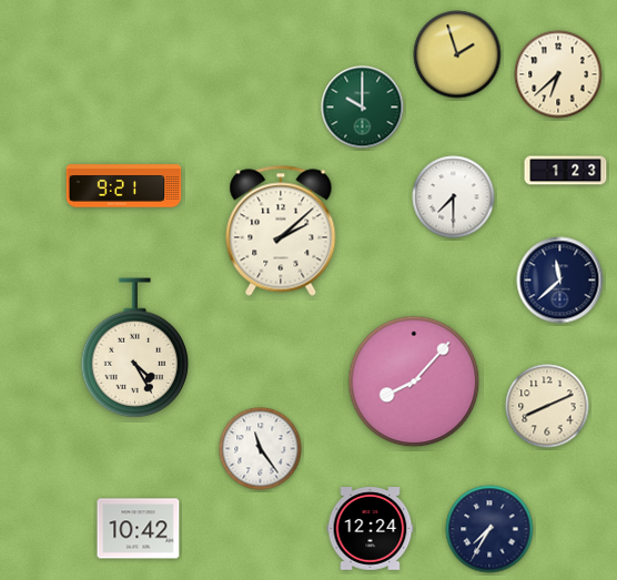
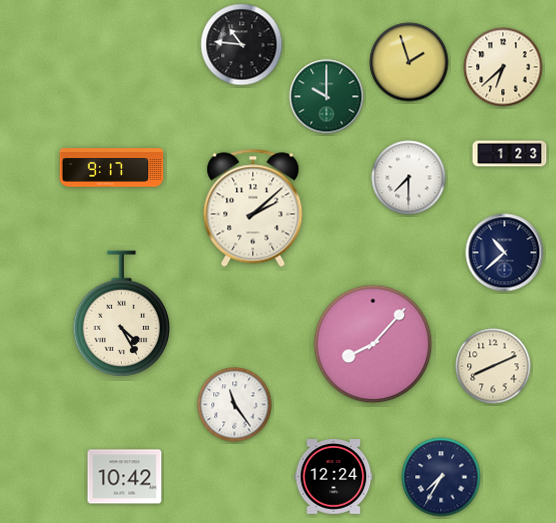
clock at (242, 45): none -> 10:46
clock at (457, 54) position: (457, 54) -> (409, 62)
clock at (124, 186): 9:21 -> 9:17
clock at (560, 281): 11:38 -> 10:38
